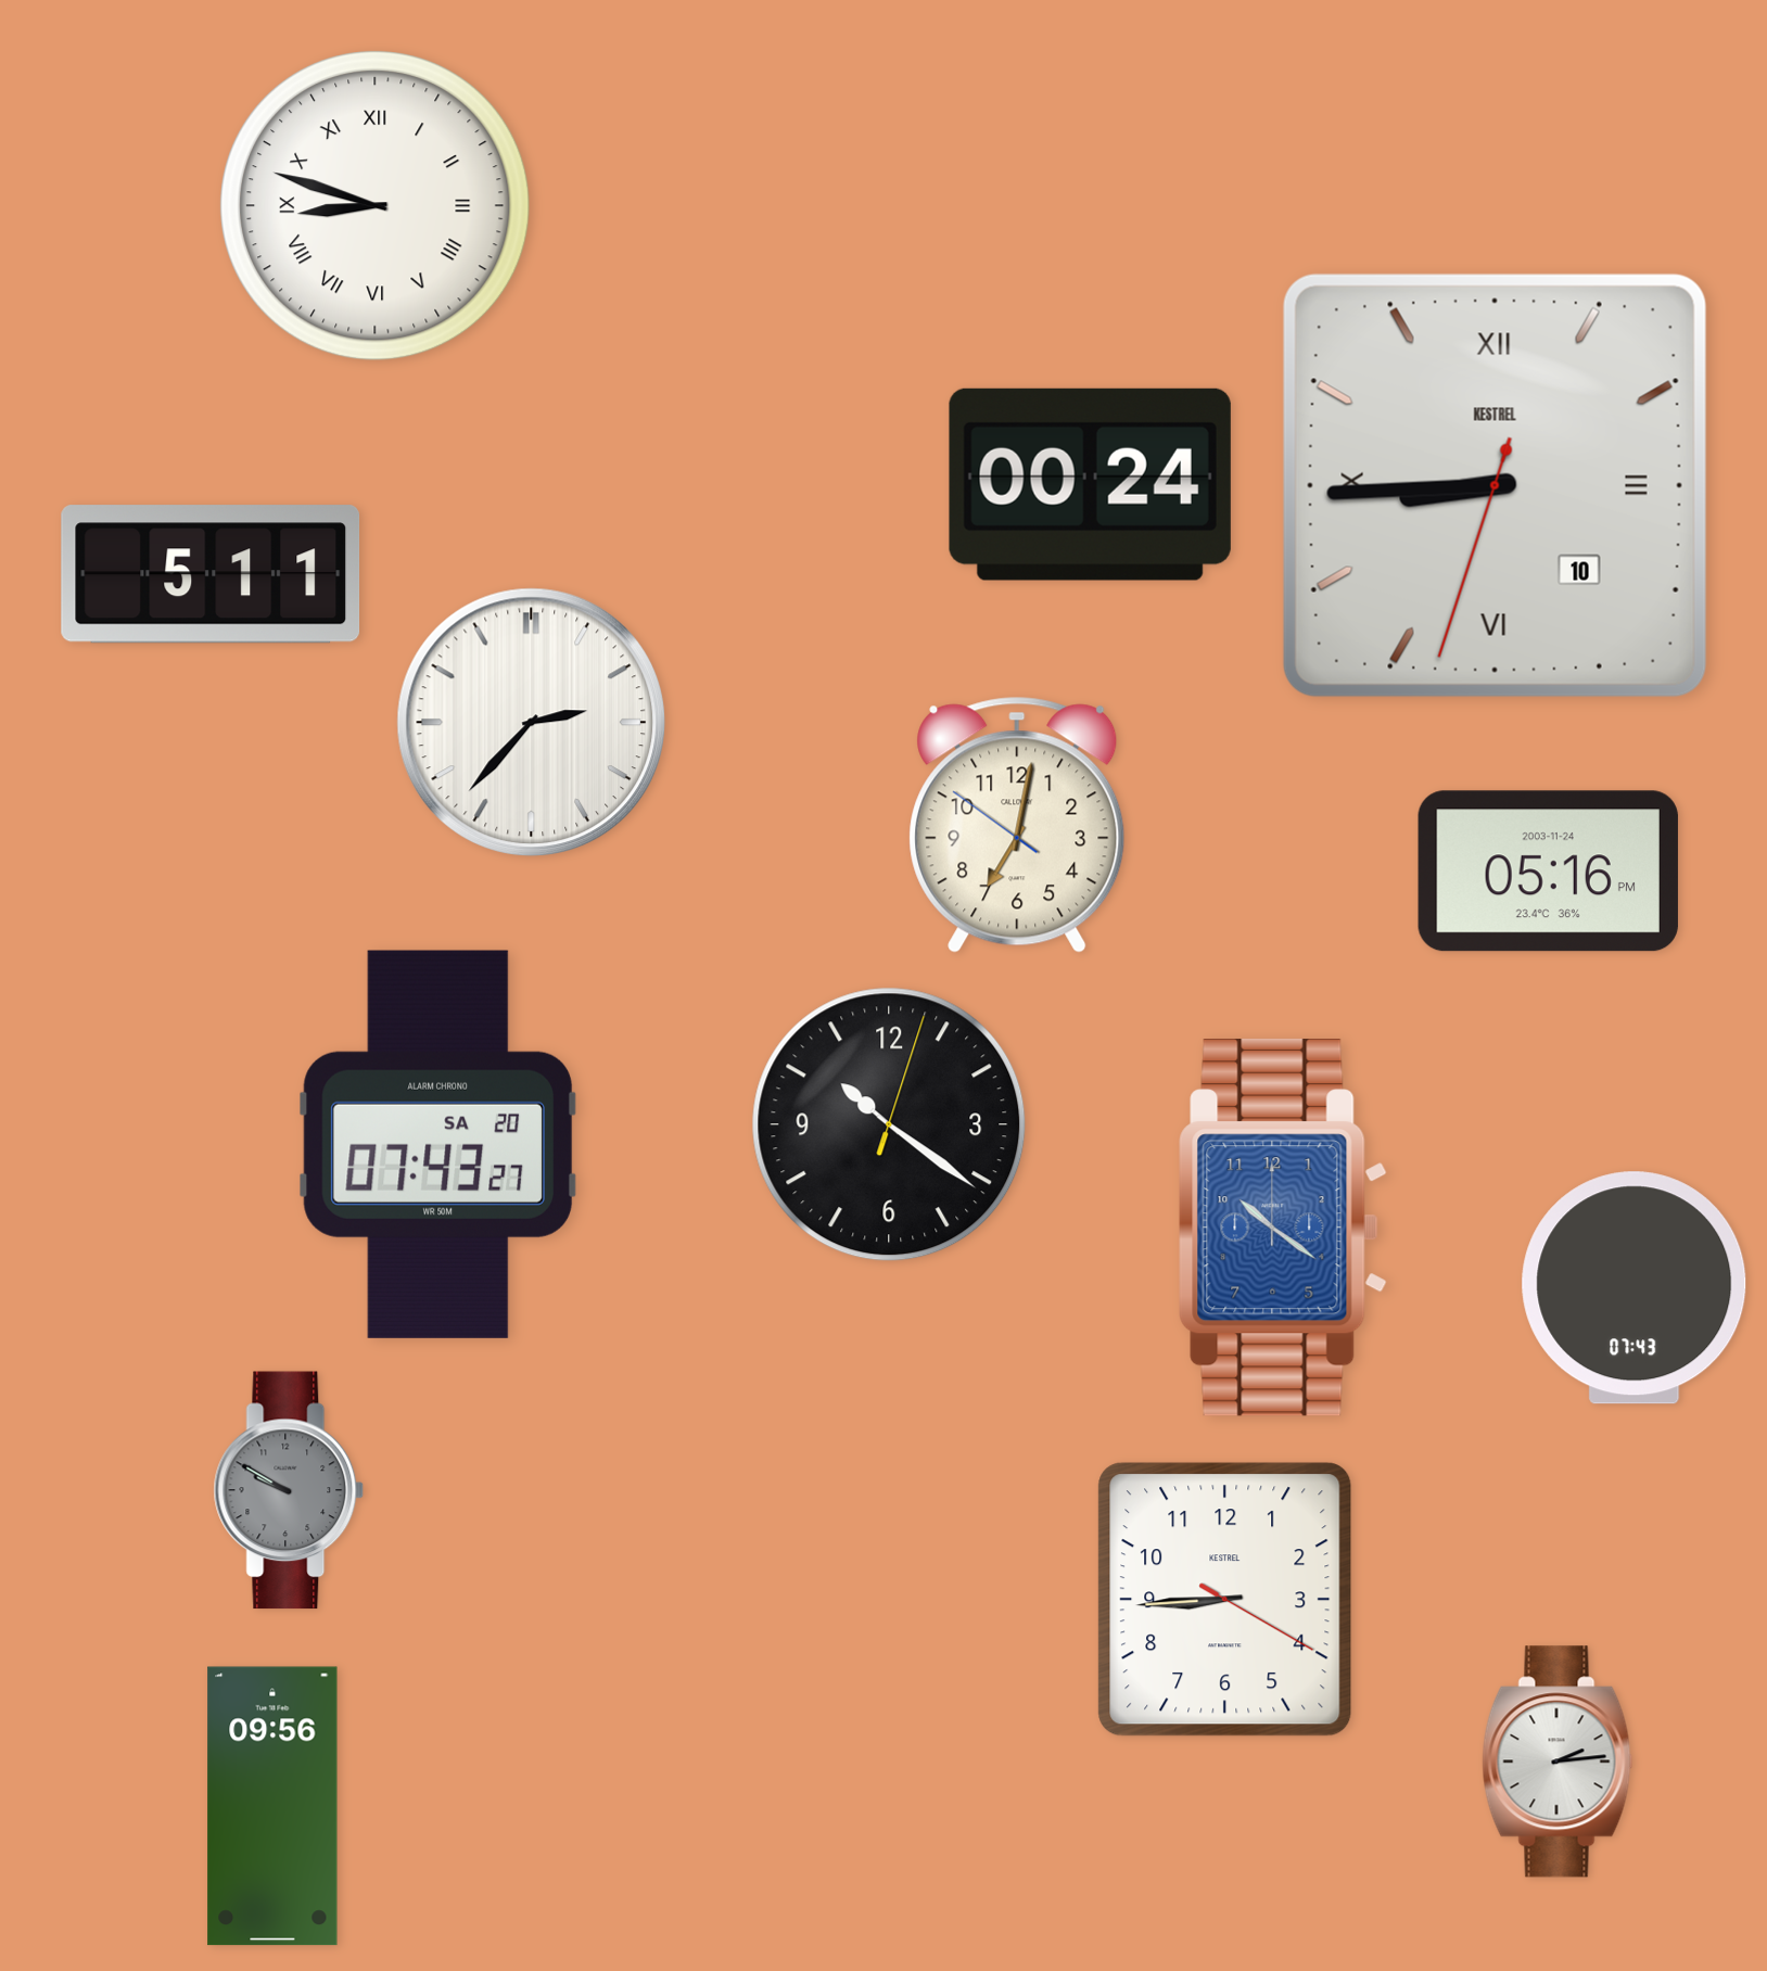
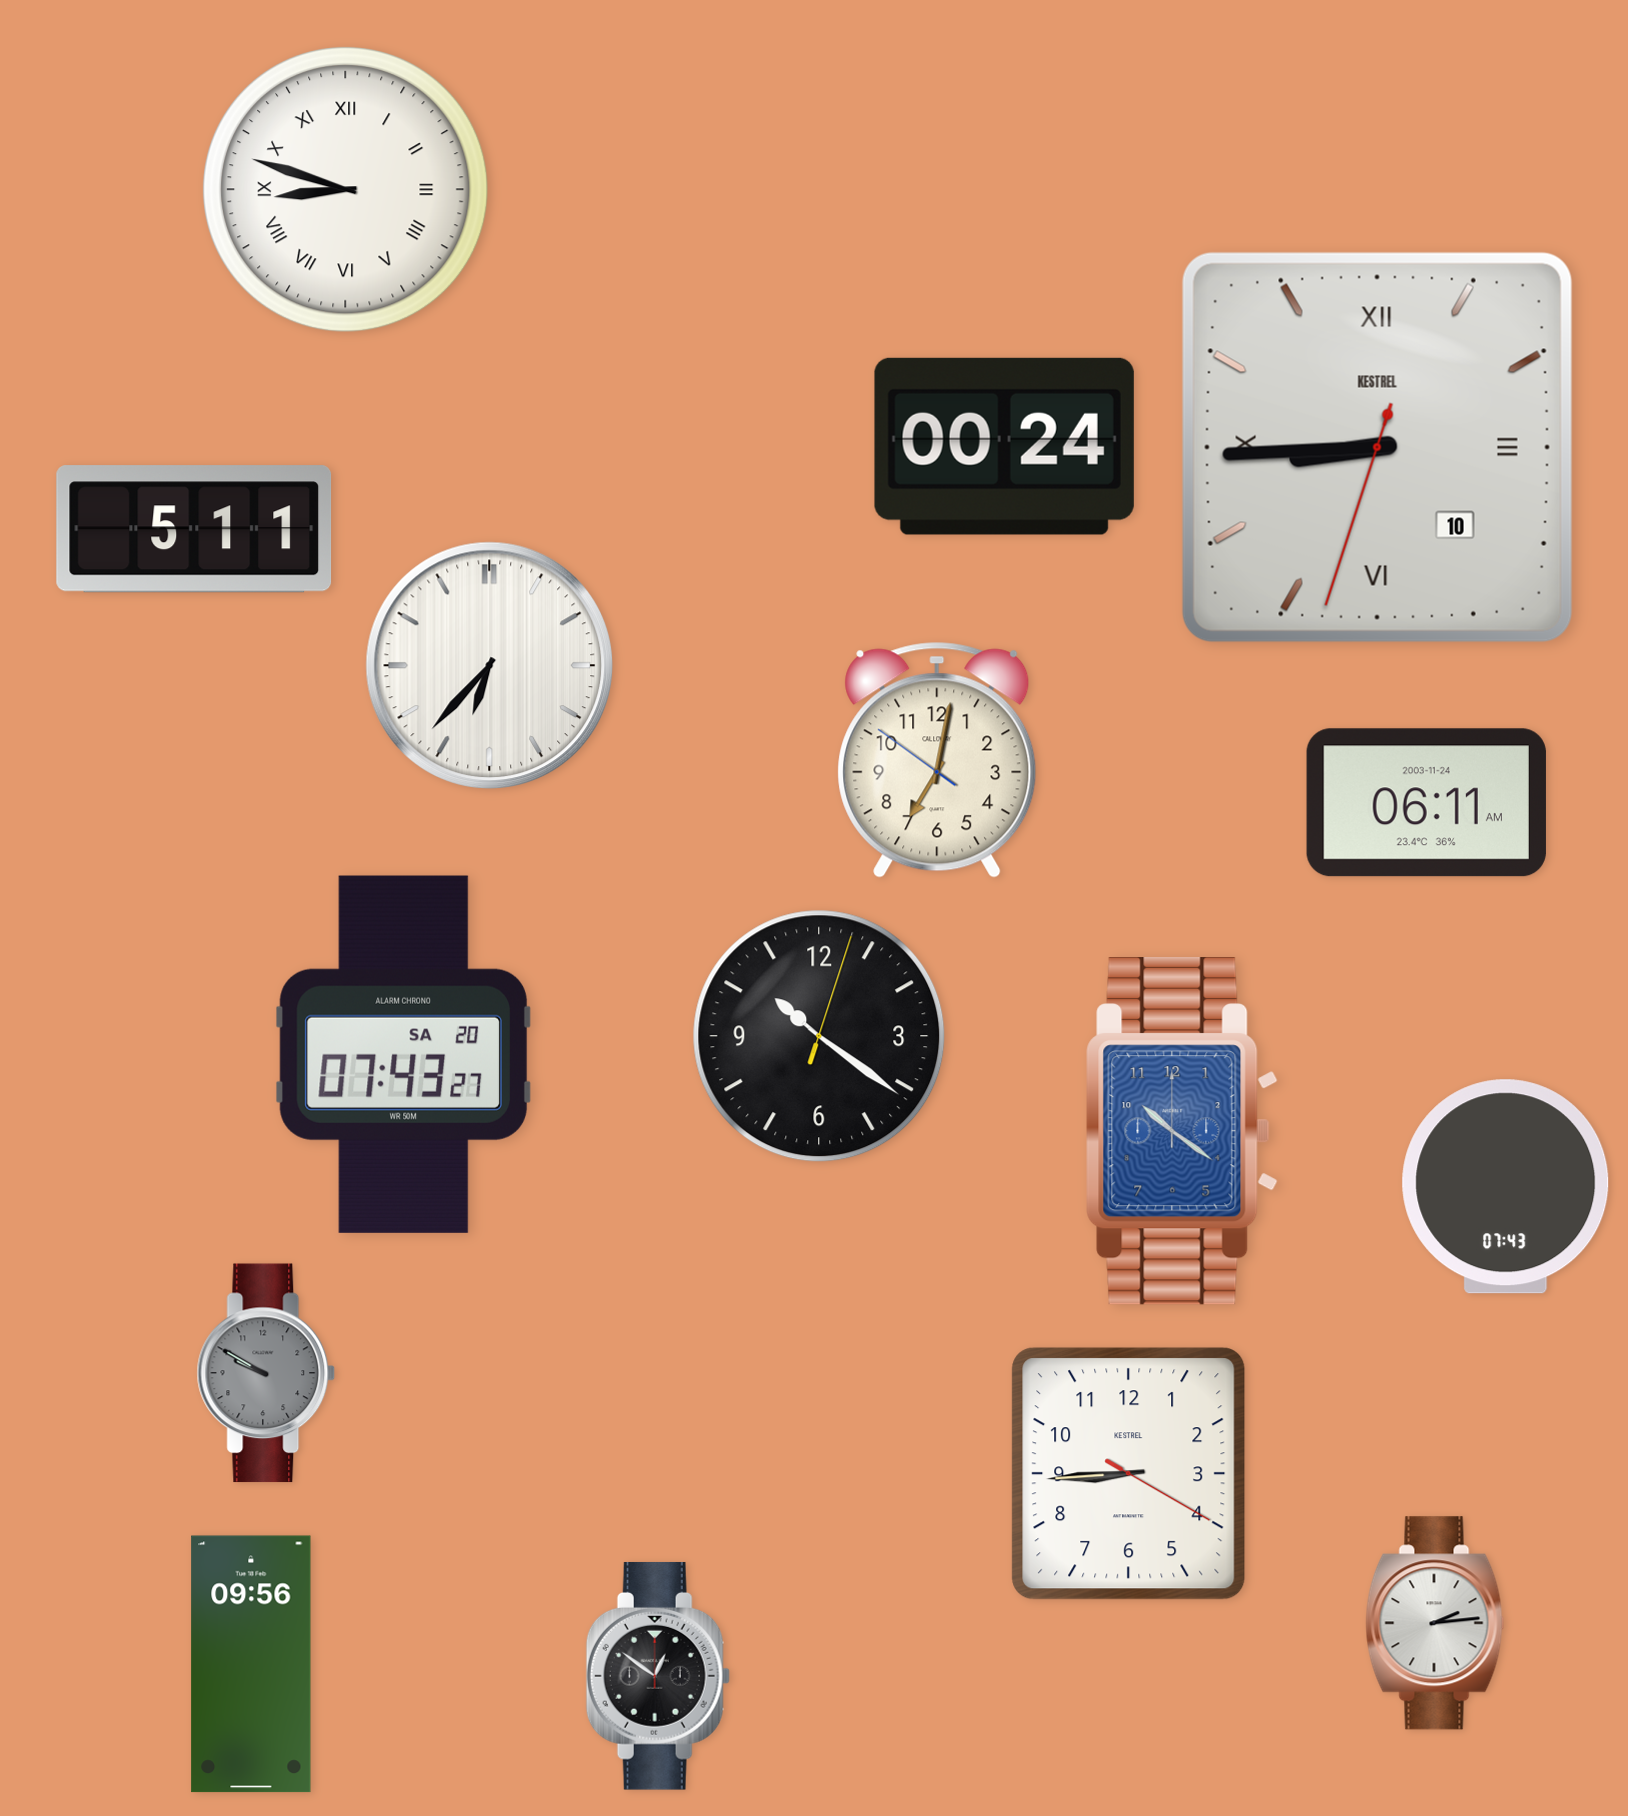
clock at (532, 723): 2:37 -> 6:37
clock at (1548, 872): 05:16 -> 06:11
clock at (658, 1676): none -> 12:51
